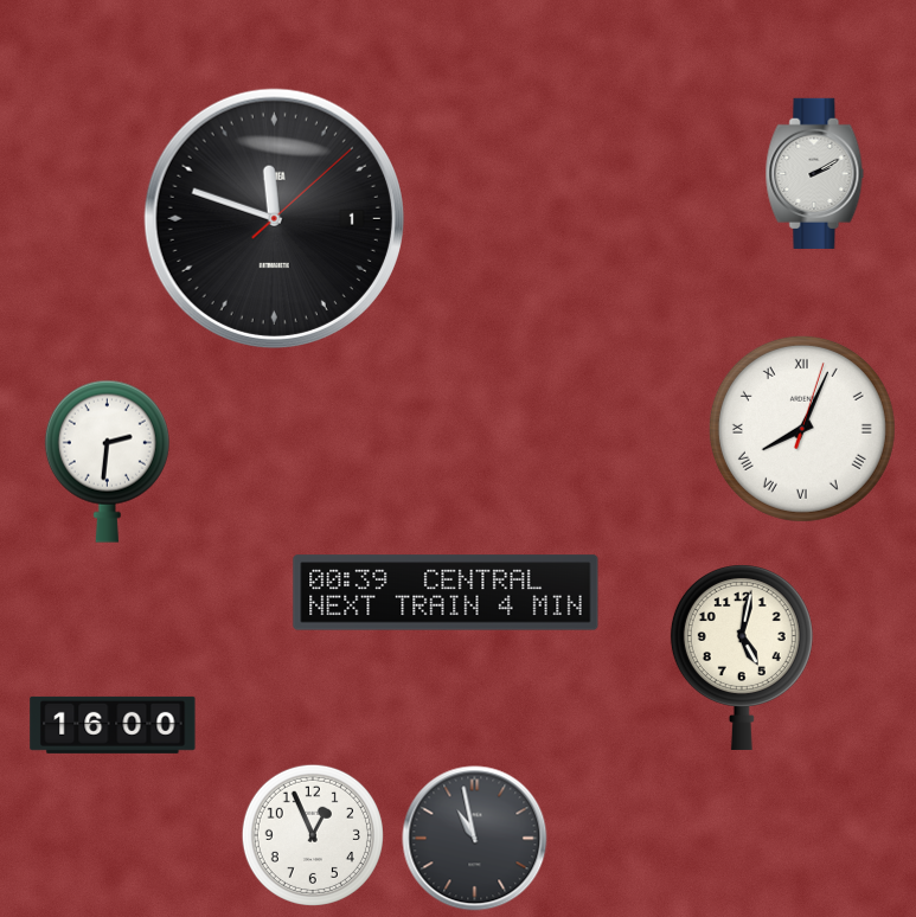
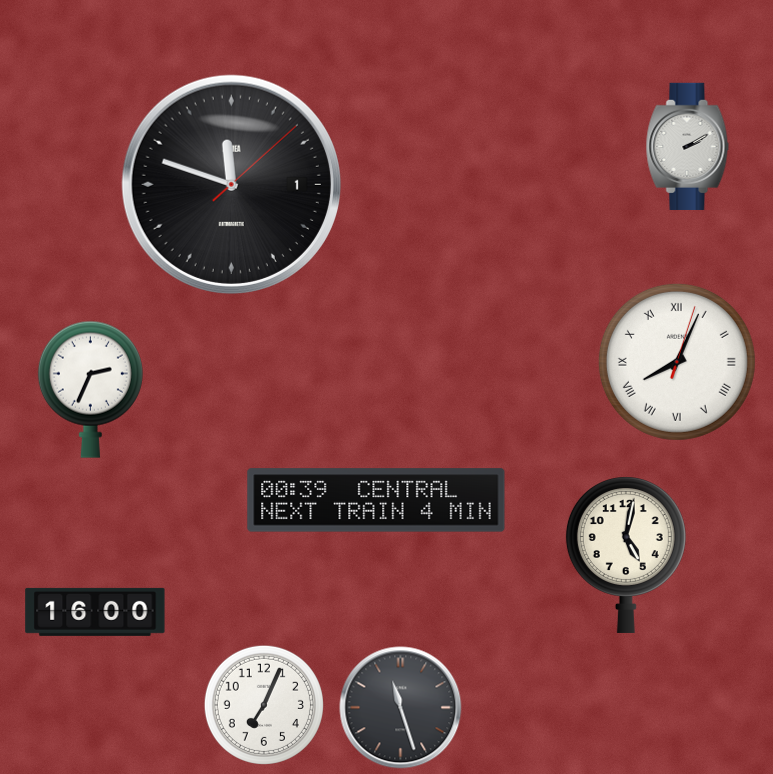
clock at (107, 461): 2:31 -> 2:34
clock at (313, 835): 12:56 -> 7:04
clock at (475, 839): 10:58 -> 11:27
